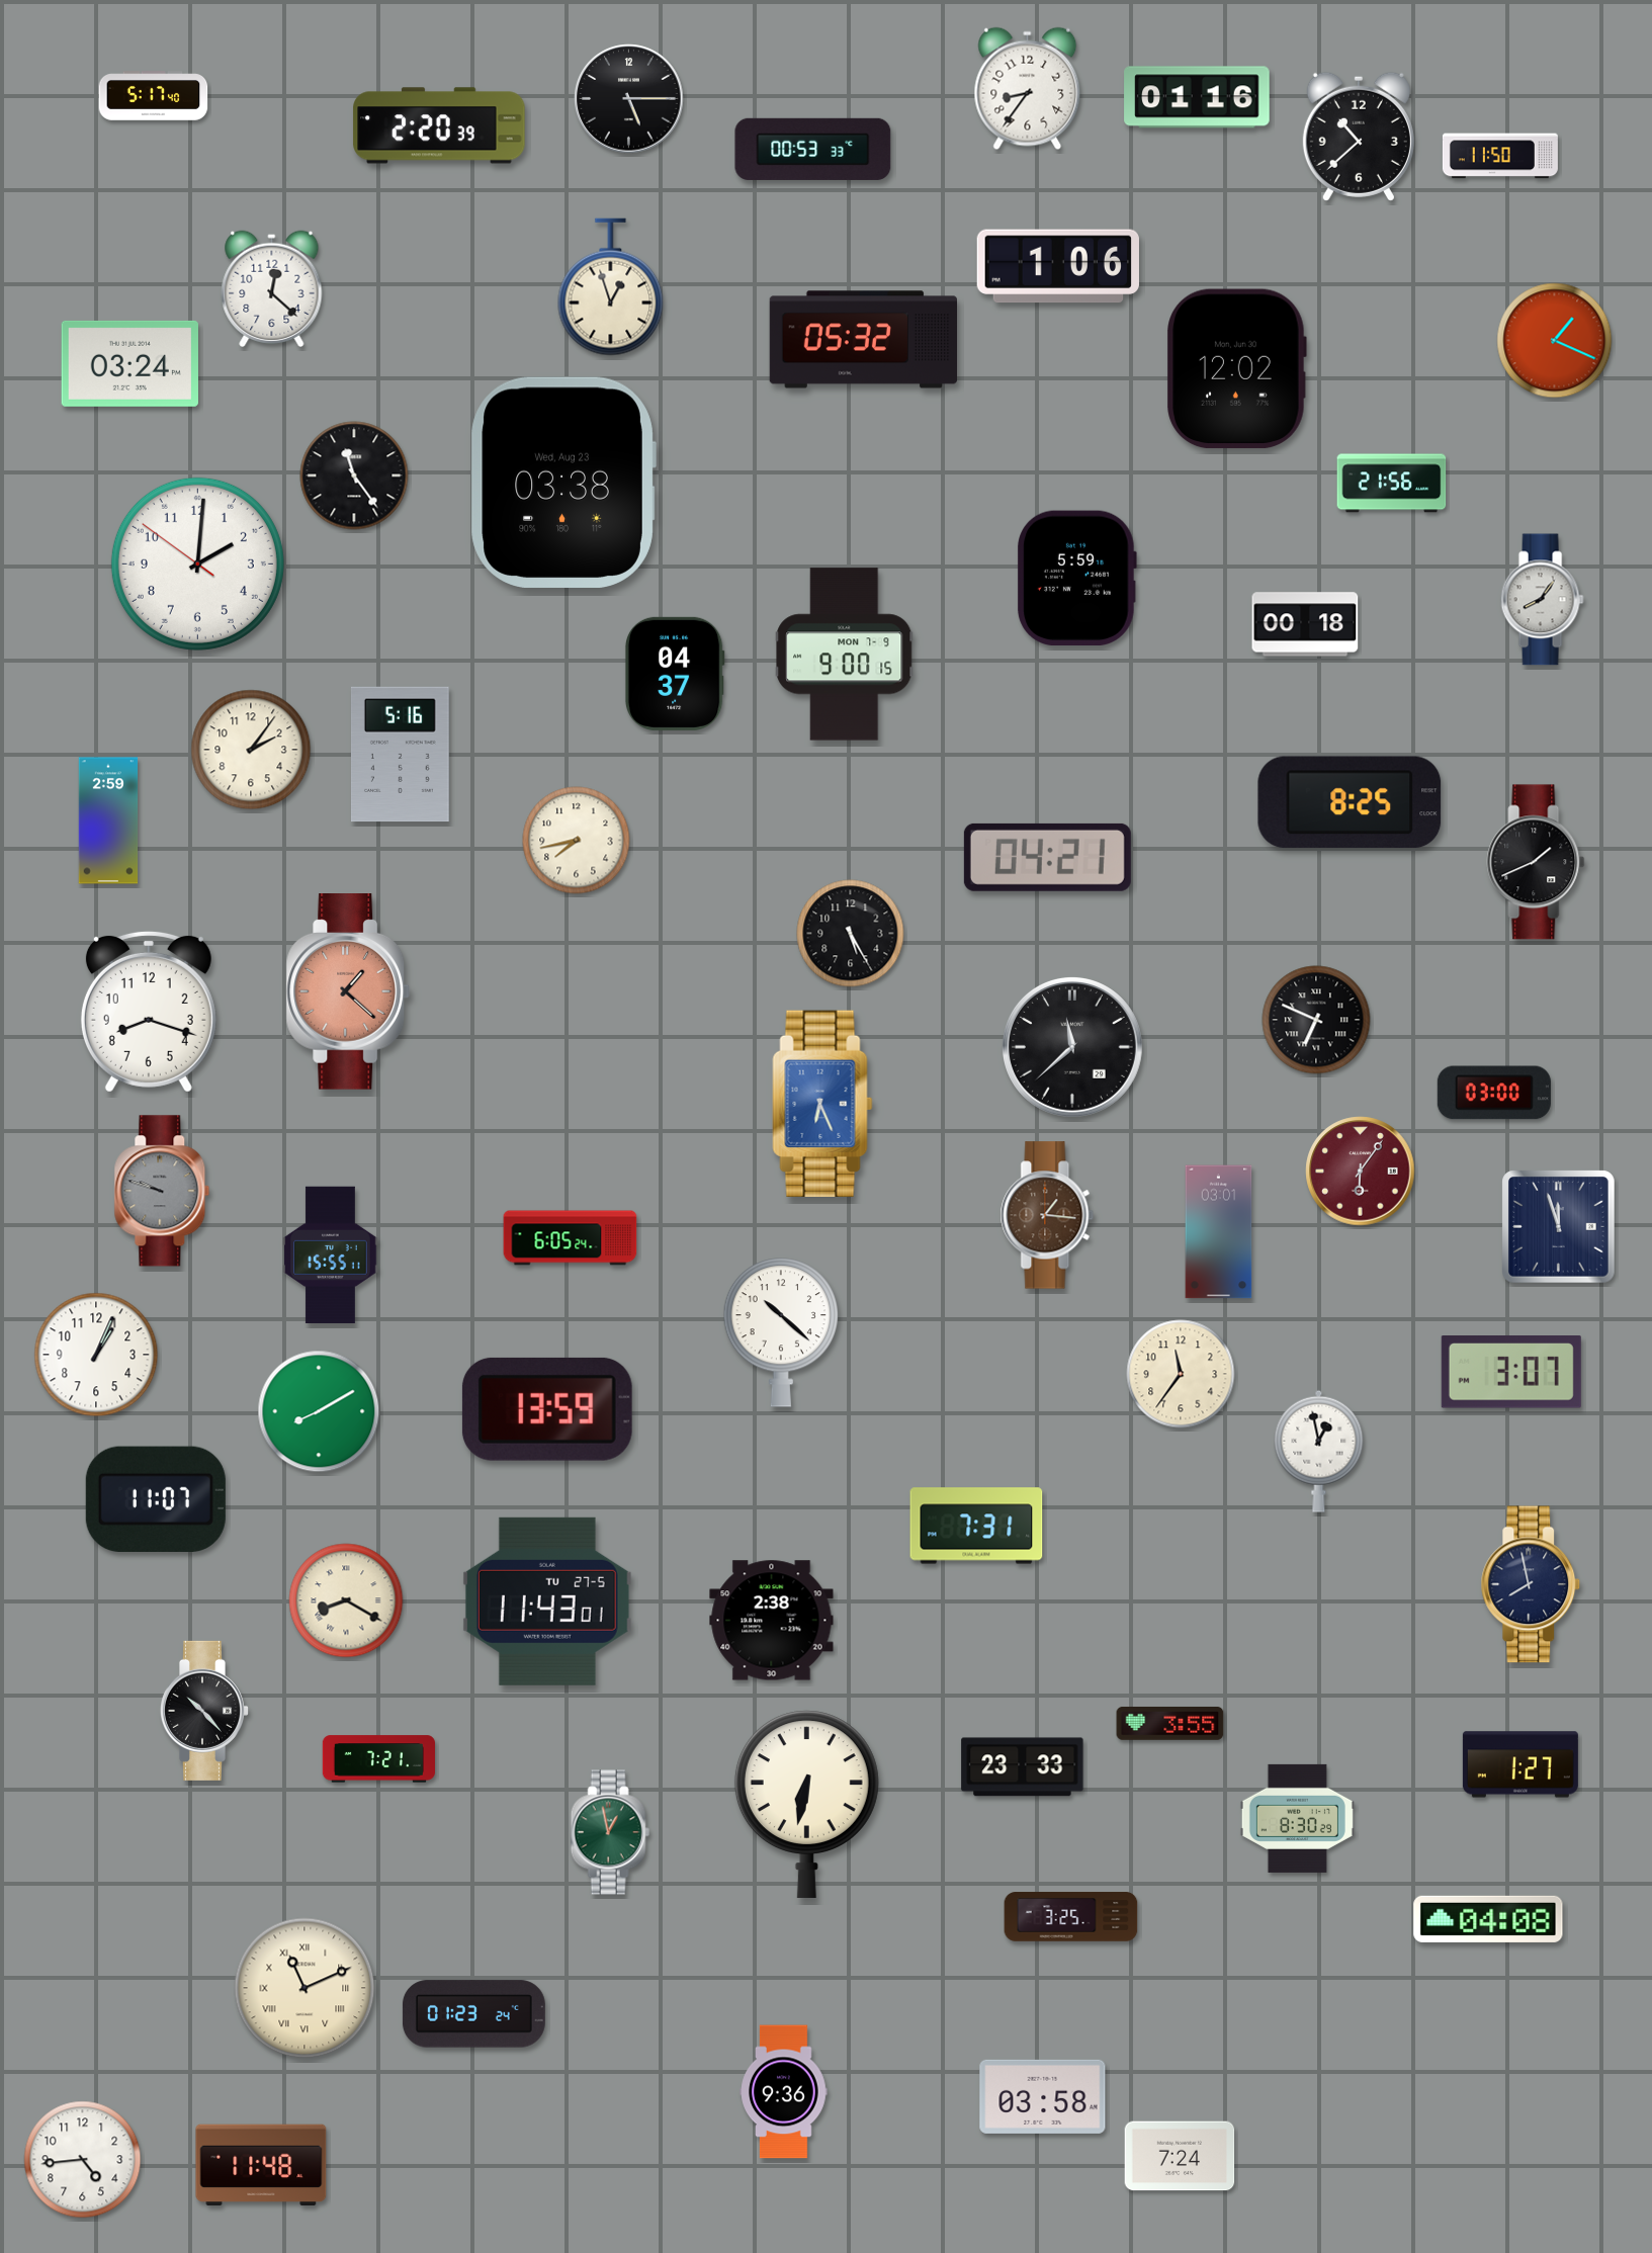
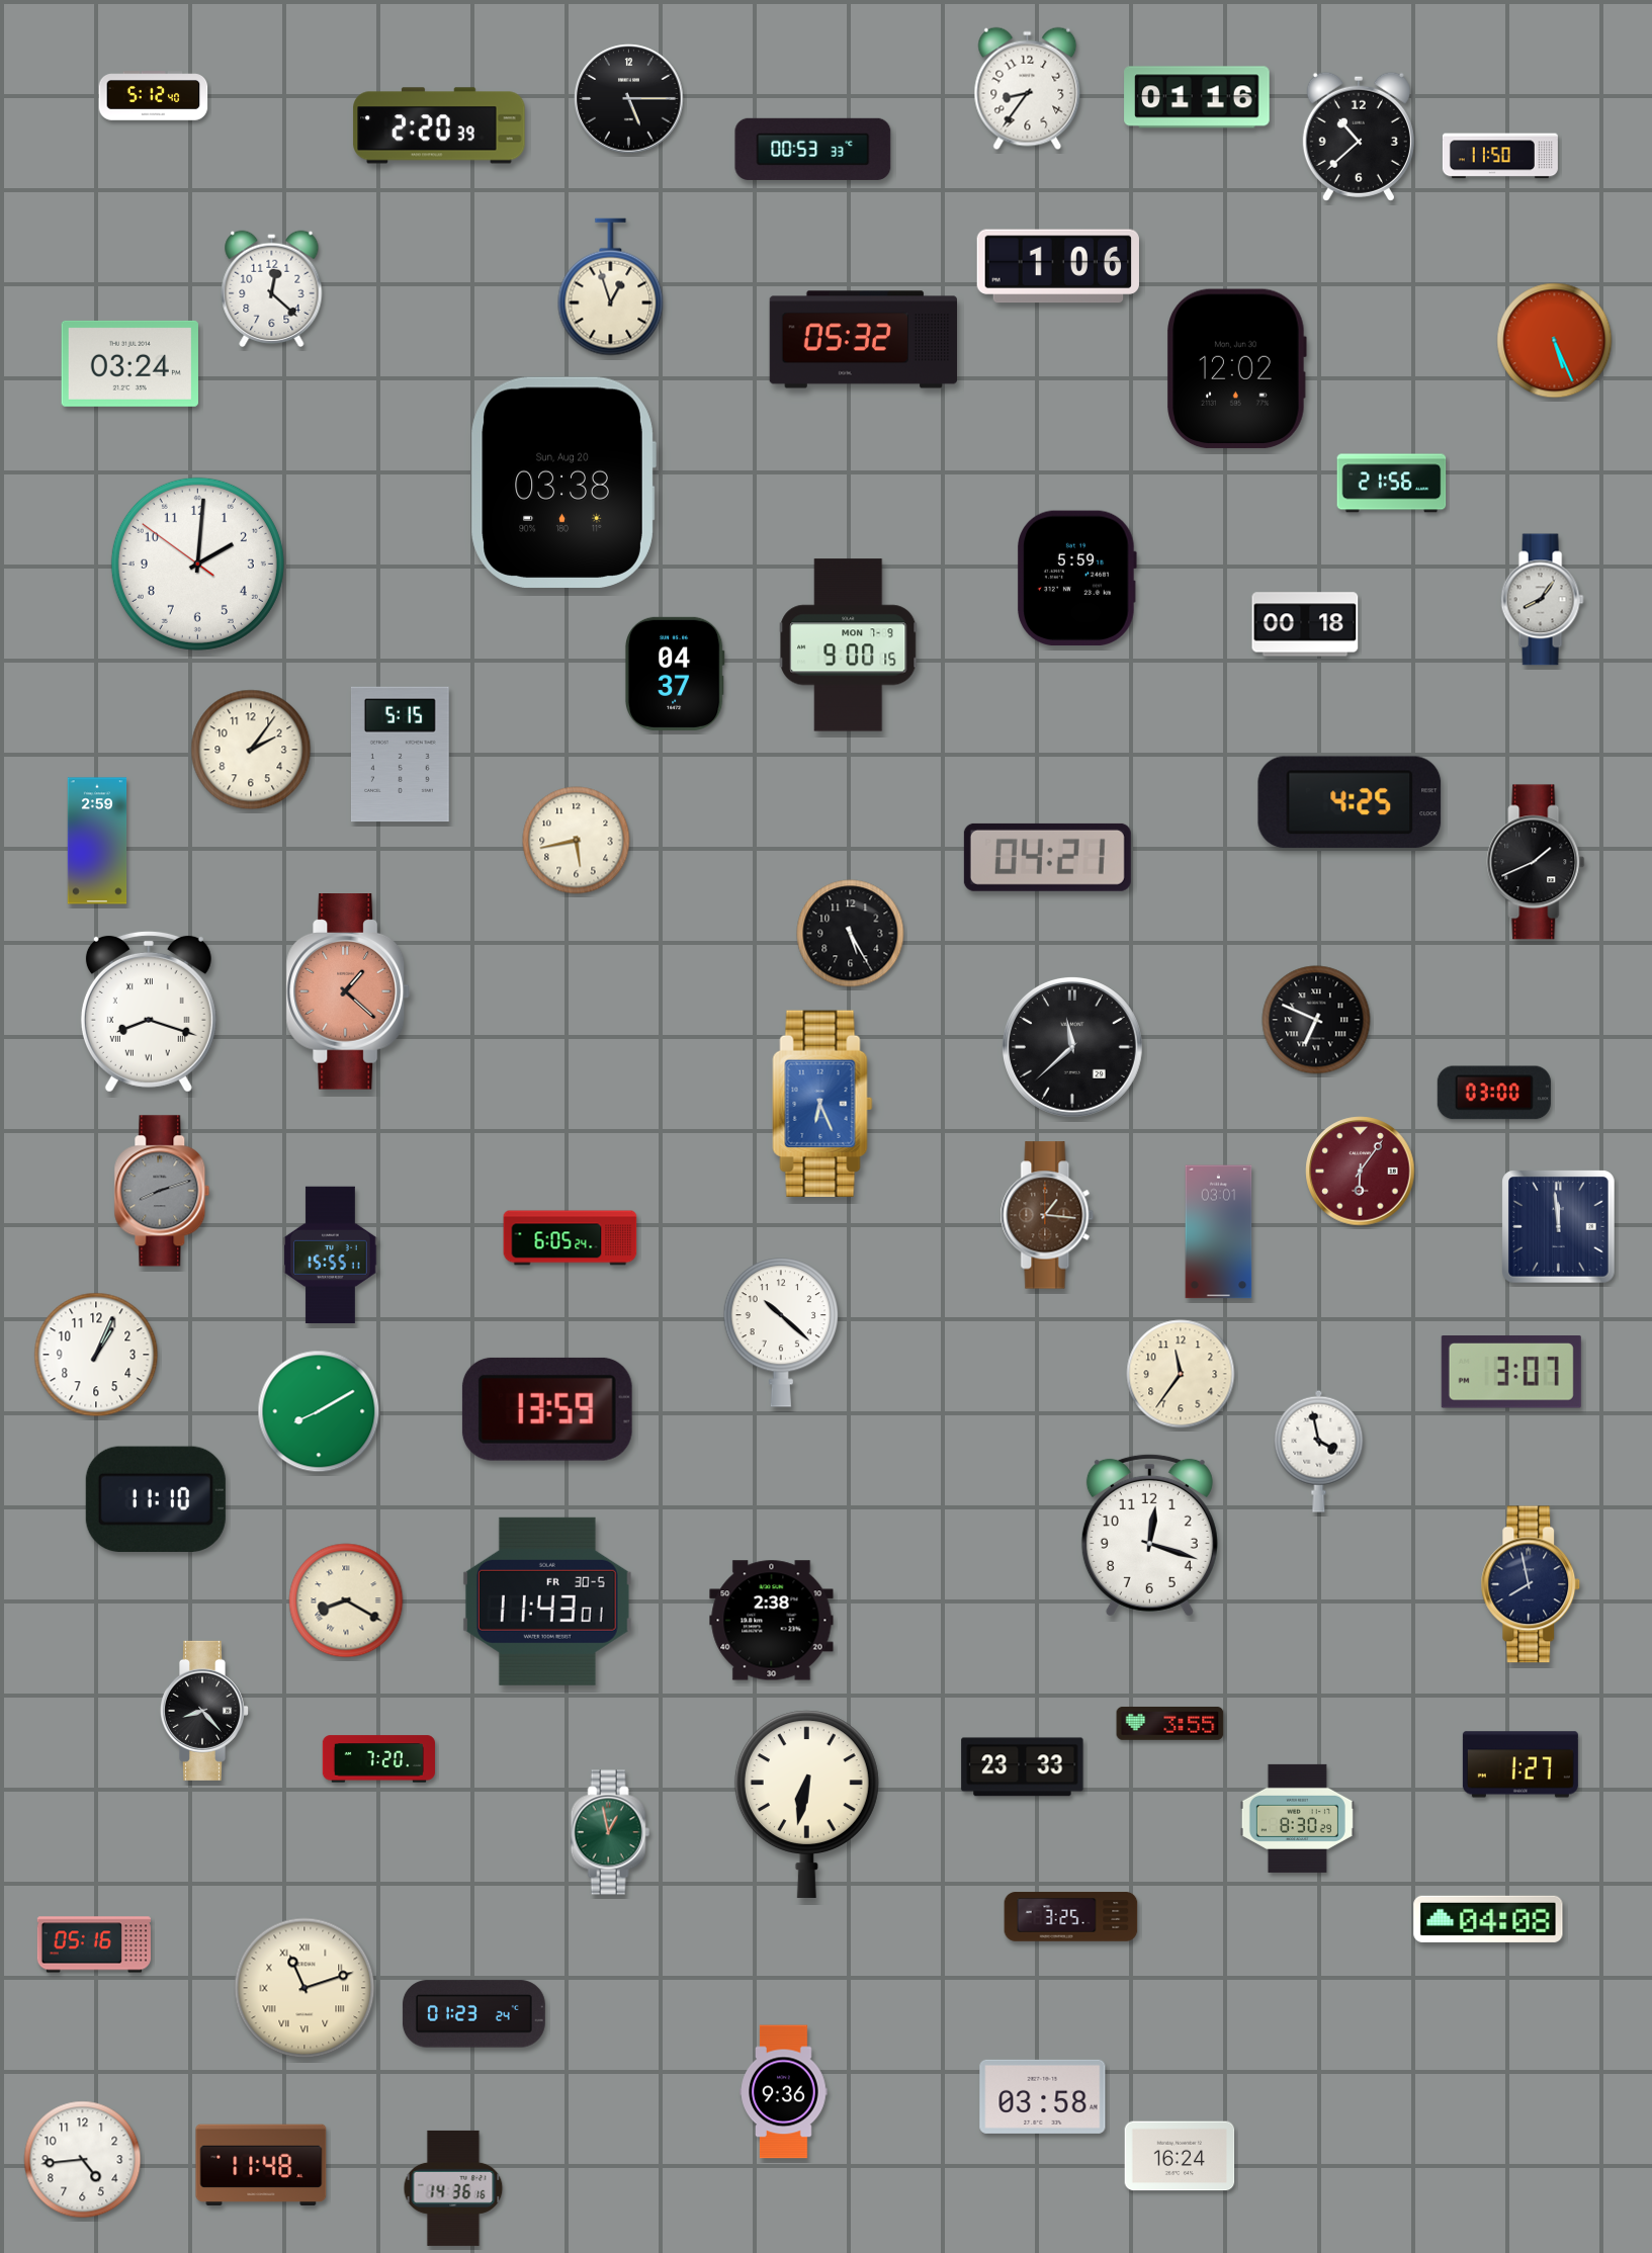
clock at (154, 96): 5:17 -> 5:12
clock at (1555, 341): 1:19 -> 5:26
clock at (354, 475): 11:24 -> none
clock at (563, 483) date: Wed, Aug 23 -> Sun, Aug 20
clock at (845, 655) position: (845, 655) -> (849, 645)
clock at (400, 755): 5:16 -> 5:15
clock at (1350, 802): 8:25 -> 4:25
clock at (108, 820) position: (108, 820) -> (97, 841)
clock at (577, 841): 7:43 -> 5:43
clock at (149, 1012) numerals: Arabic -> Roman
clock at (162, 1191): 9:48 -> 8:12
clock at (1559, 1227): 11:57 -> 11:59
clock at (1319, 1451): 12:58 -> 3:58
clock at (156, 1499): 11:07 -> 11:10
clock at (976, 1526): 7:31 -> none
clock at (1149, 1535): none -> 12:18
clock at (547, 1601) date: TU 27-5 -> FR 30-5
clock at (203, 1711): 10:23 -> 8:23
clock at (378, 1759): 7:21 -> 7:20
clock at (94, 1944): none -> 05:16
clock at (305, 1988): 11:11 -> 11:12
clock at (1180, 2156): 7:24 -> 16:24
clock at (453, 2188): none -> 14:36
